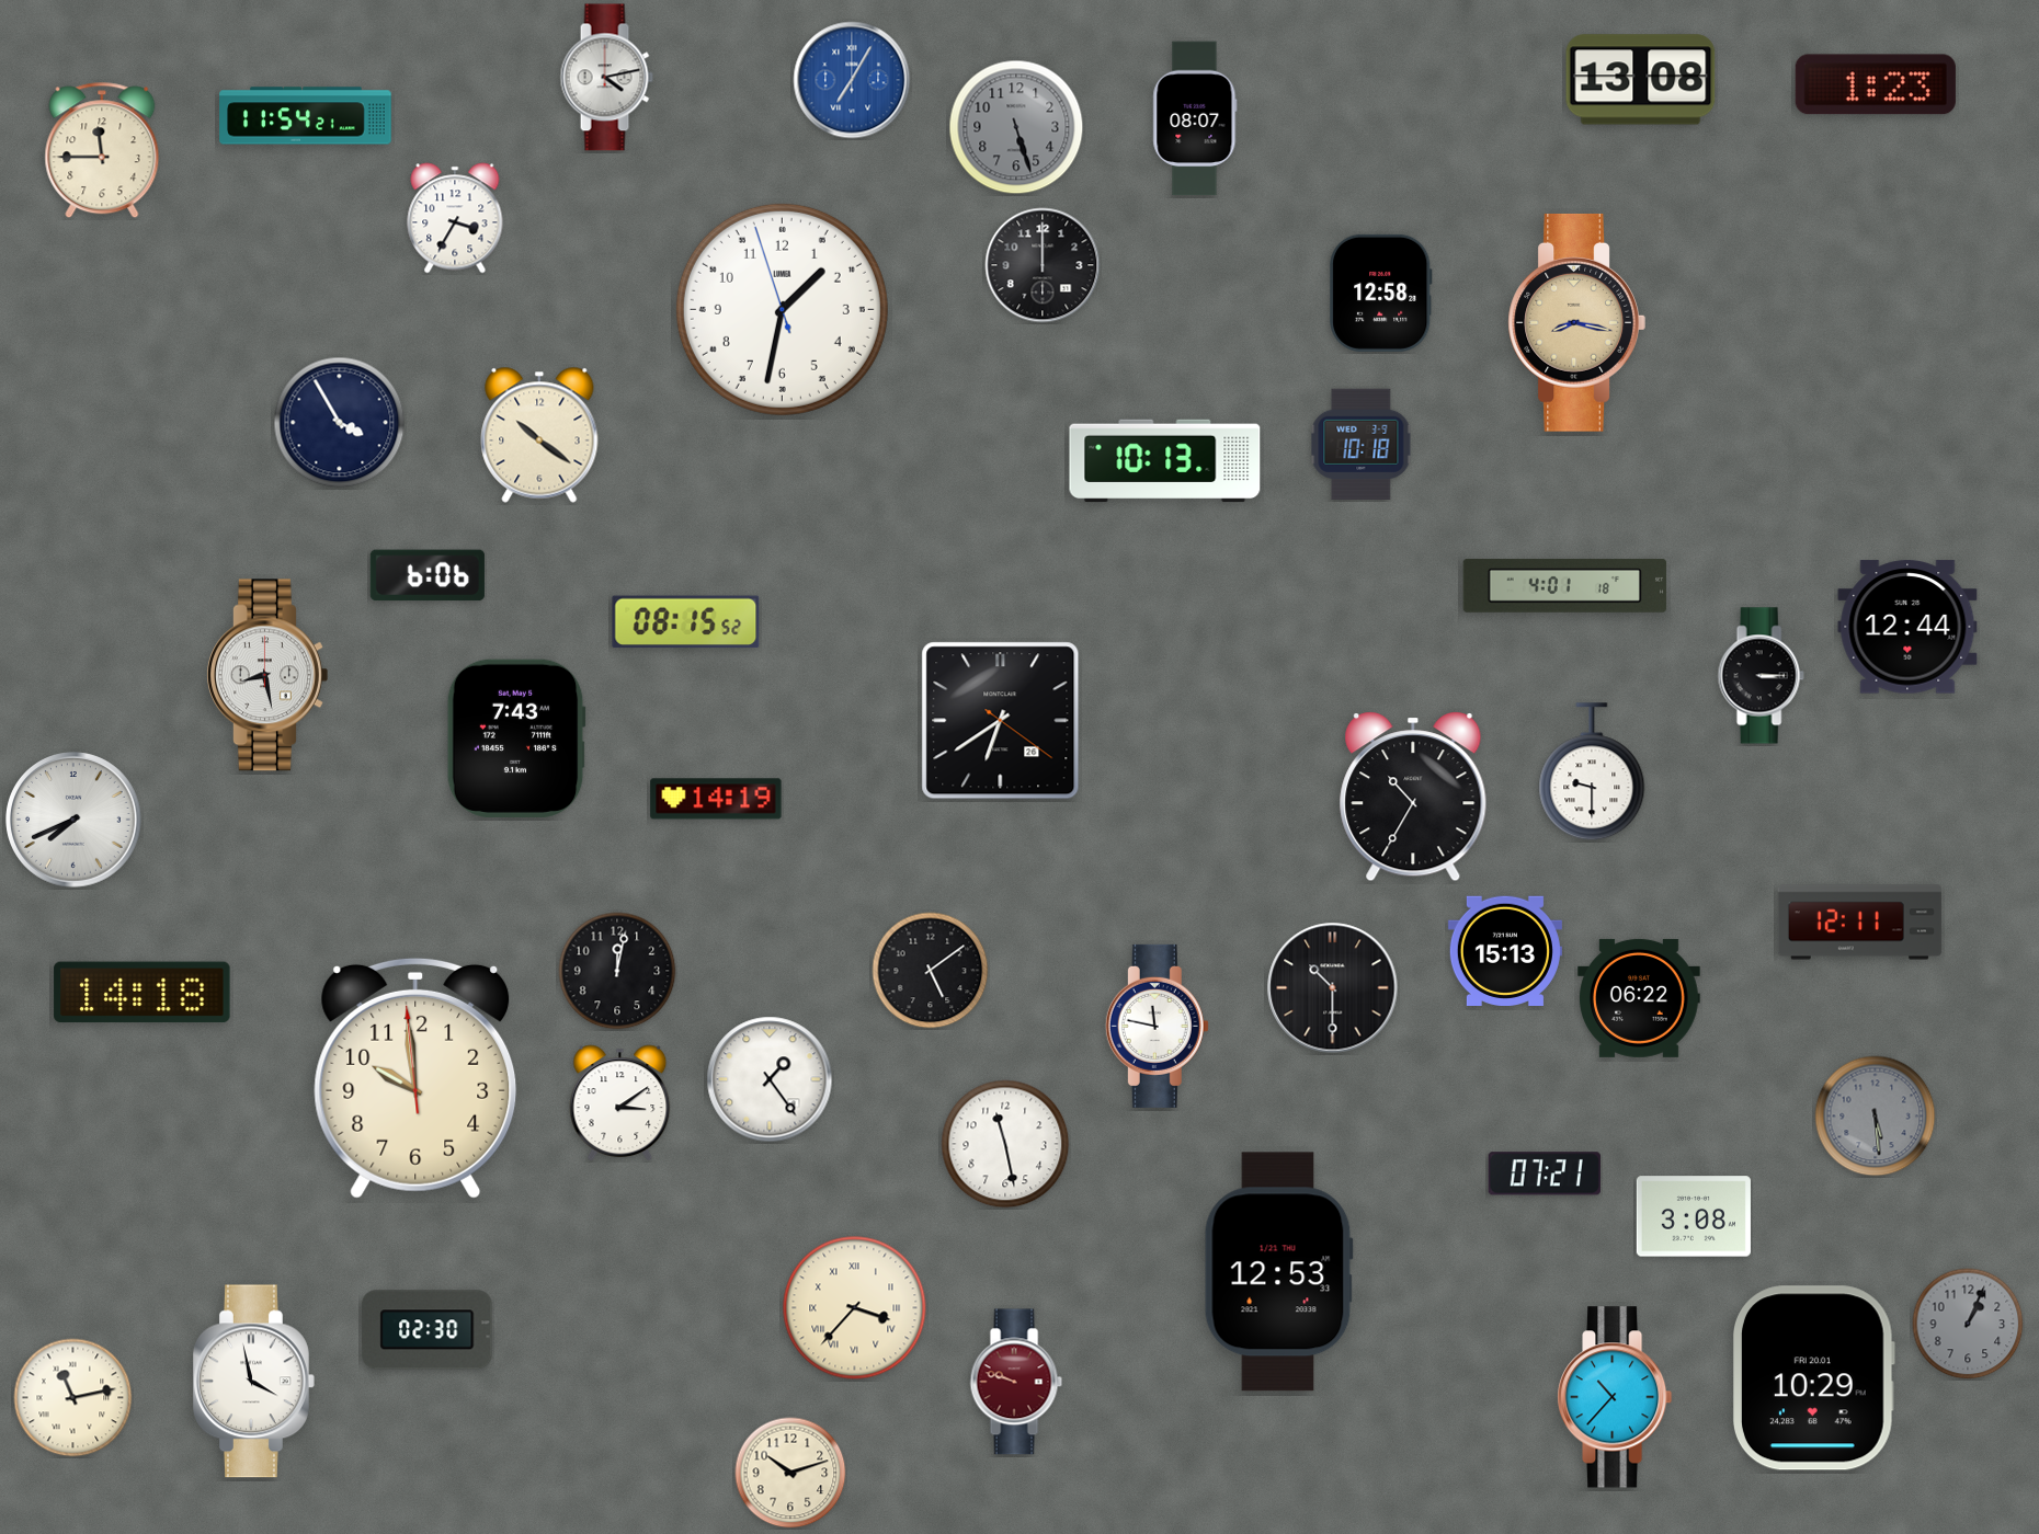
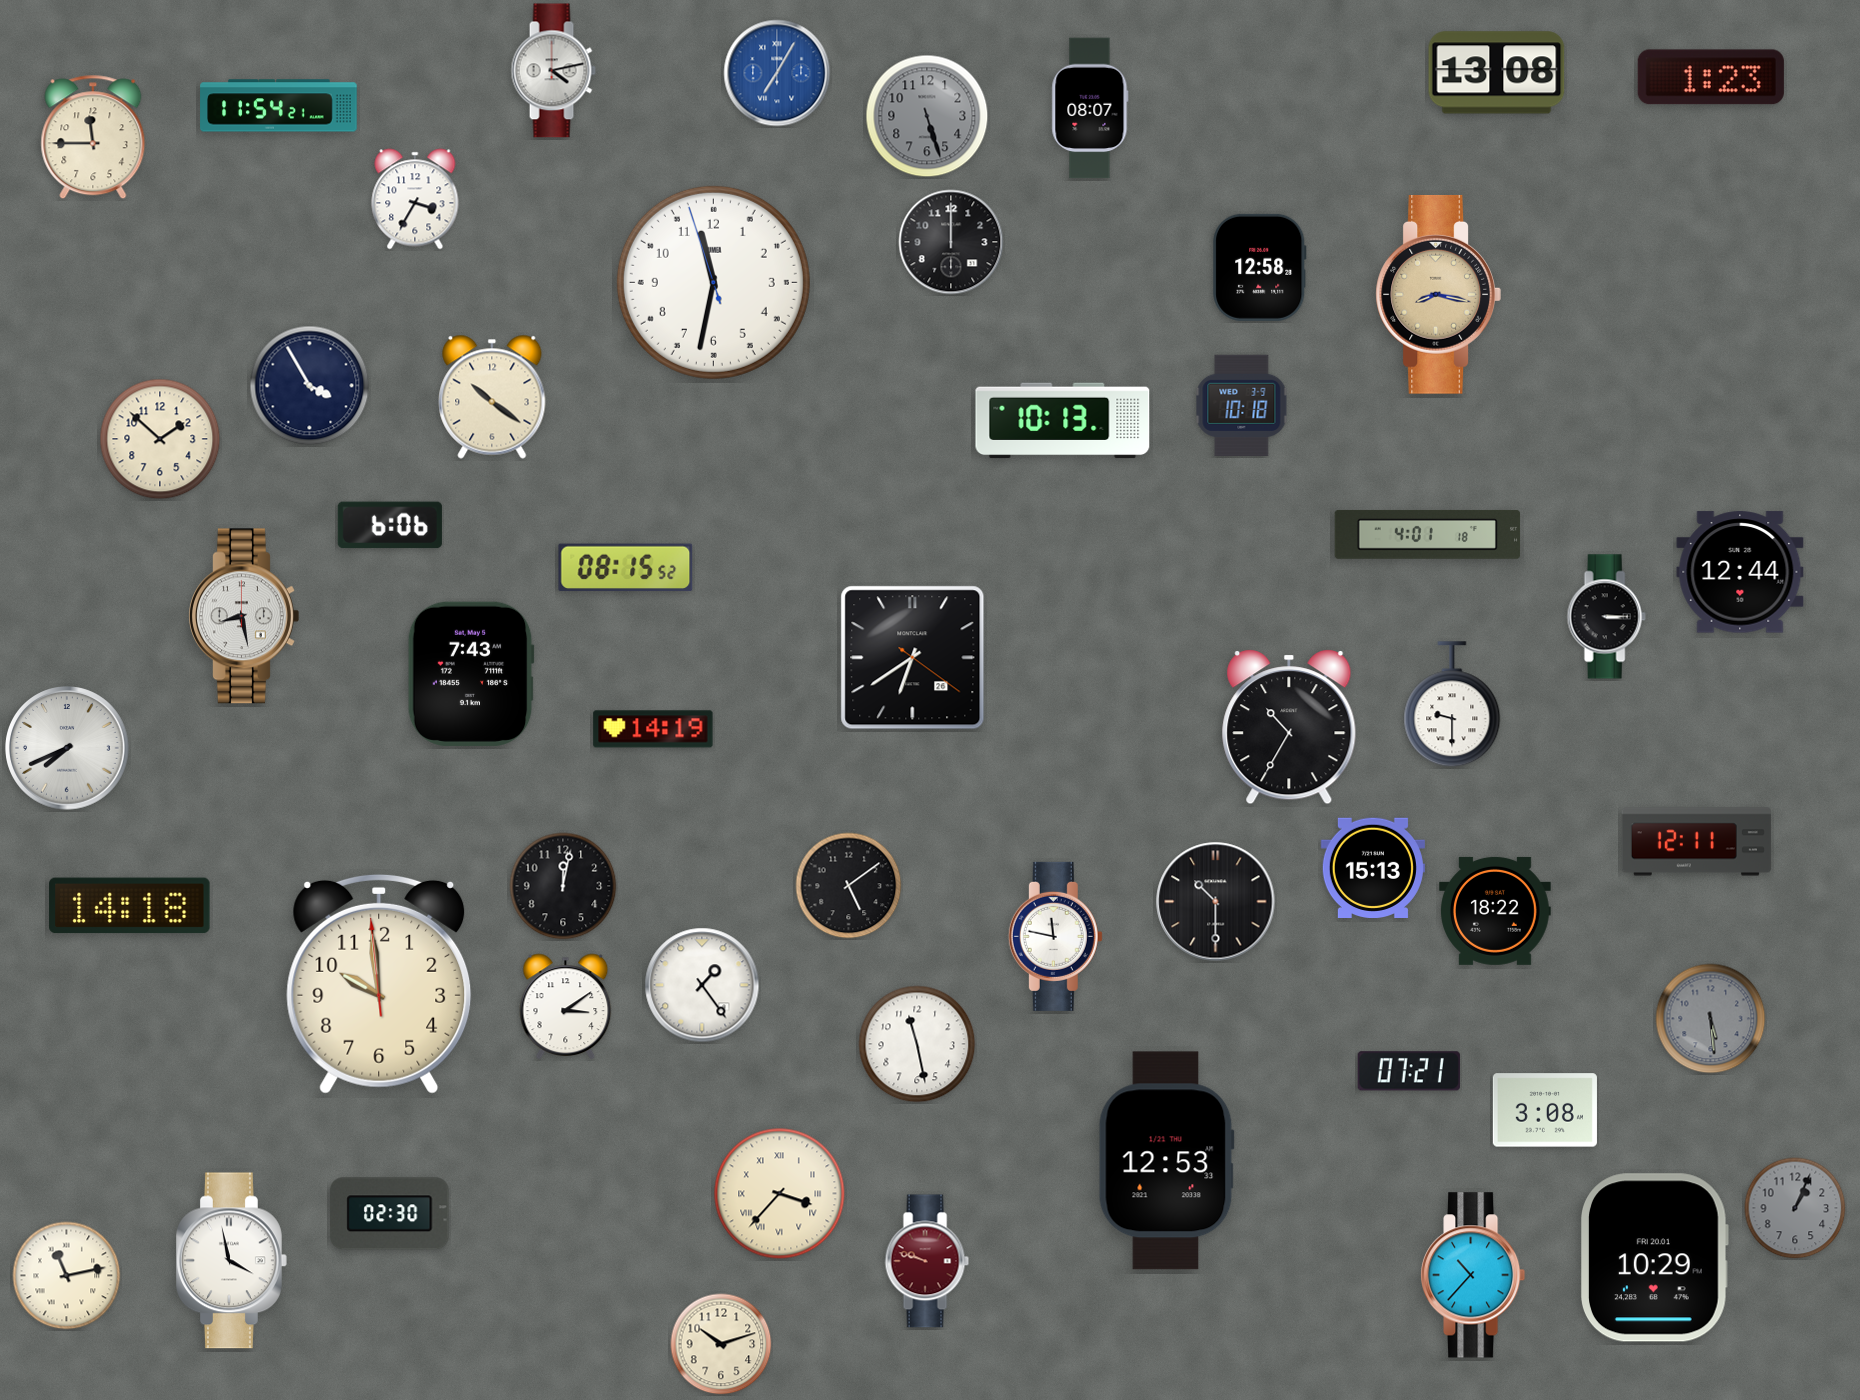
clock at (782, 309): 1:31 -> 11:31
clock at (160, 439): none -> 1:52
clock at (1640, 998): 06:22 -> 18:22
